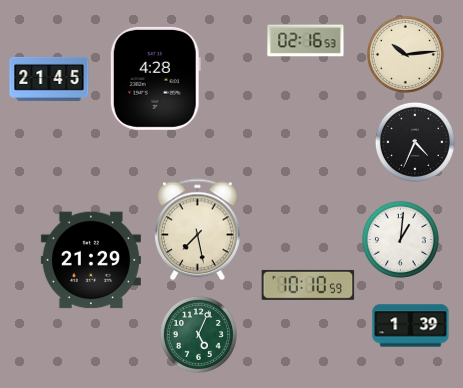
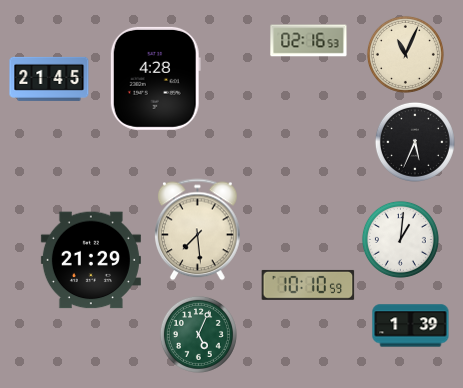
clock at (306, 41) position: (306, 41) -> (309, 41)
clock at (405, 54): 10:14 -> 11:04
clock at (415, 142): 4:34 -> 5:34
clock at (198, 230): 7:28 -> 7:29
